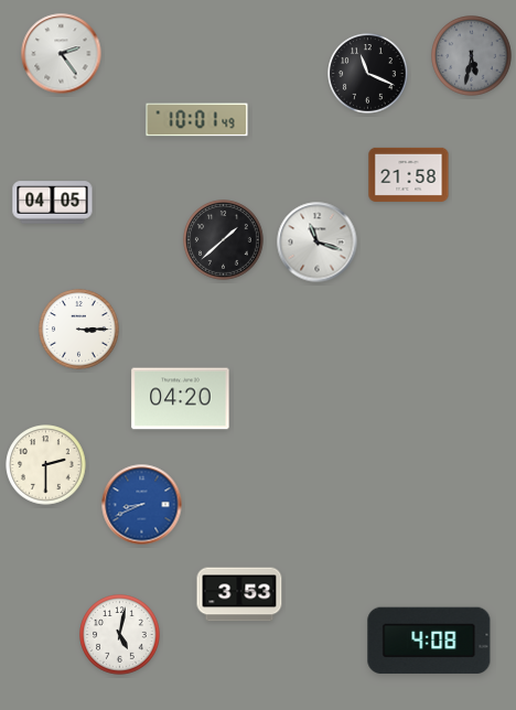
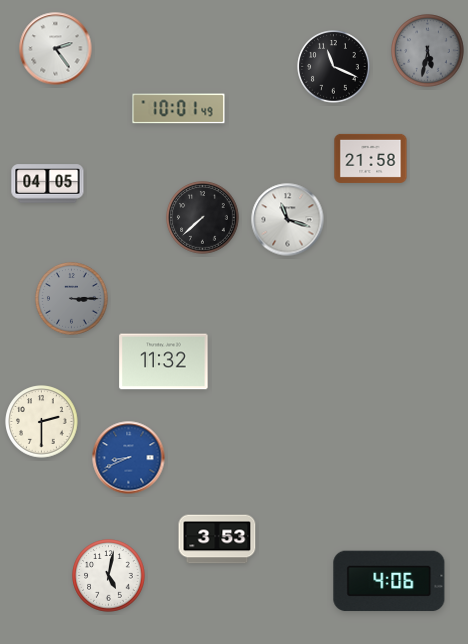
clock at (224, 240): 1:38 -> 7:38
clock at (79, 330) dial: white -> grey
clock at (181, 399): 04:20 -> 11:32
clock at (429, 641): 4:08 -> 4:06
